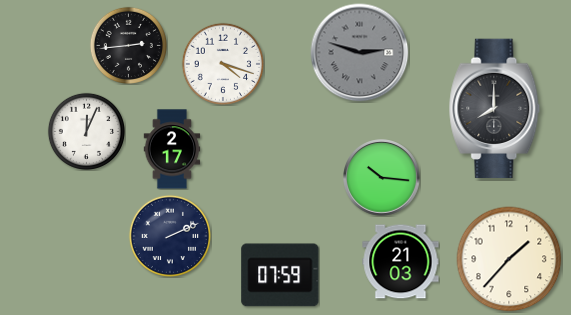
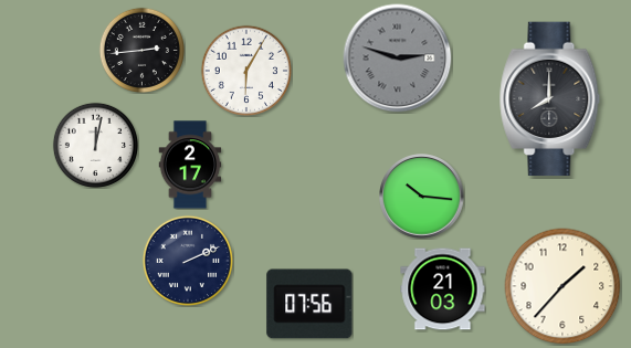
clock at (222, 63): 4:18 -> 6:05
clock at (495, 109) position: (495, 109) -> (550, 99)
clock at (86, 131): 12:04 -> 12:02
clock at (280, 275): 07:59 -> 07:56
